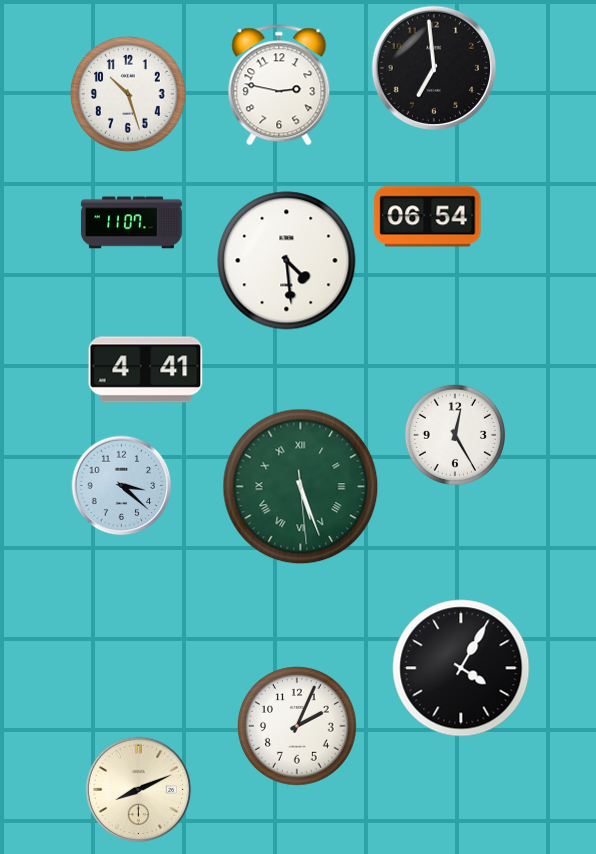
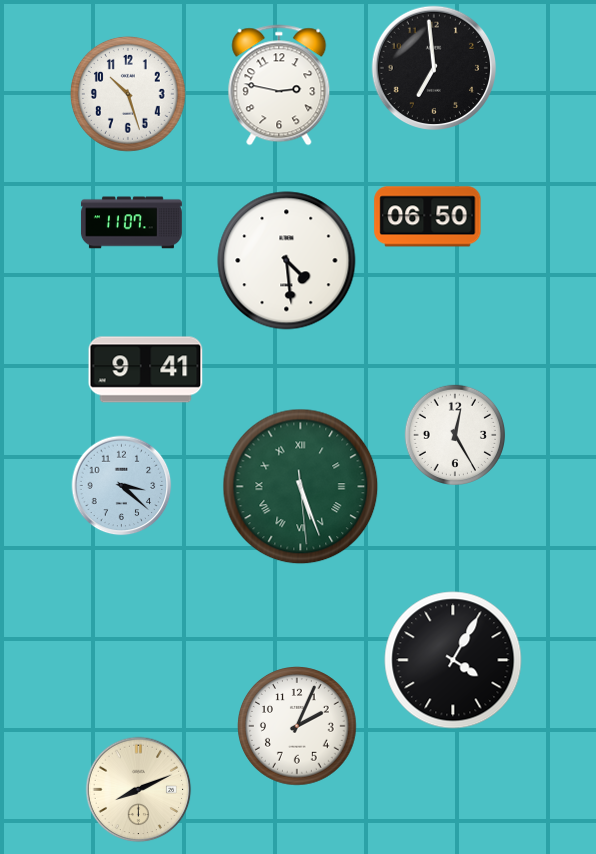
clock at (428, 217): 06:54 -> 06:50
clock at (146, 370): 4:41 -> 9:41
clock at (461, 668) position: (461, 668) -> (453, 660)
